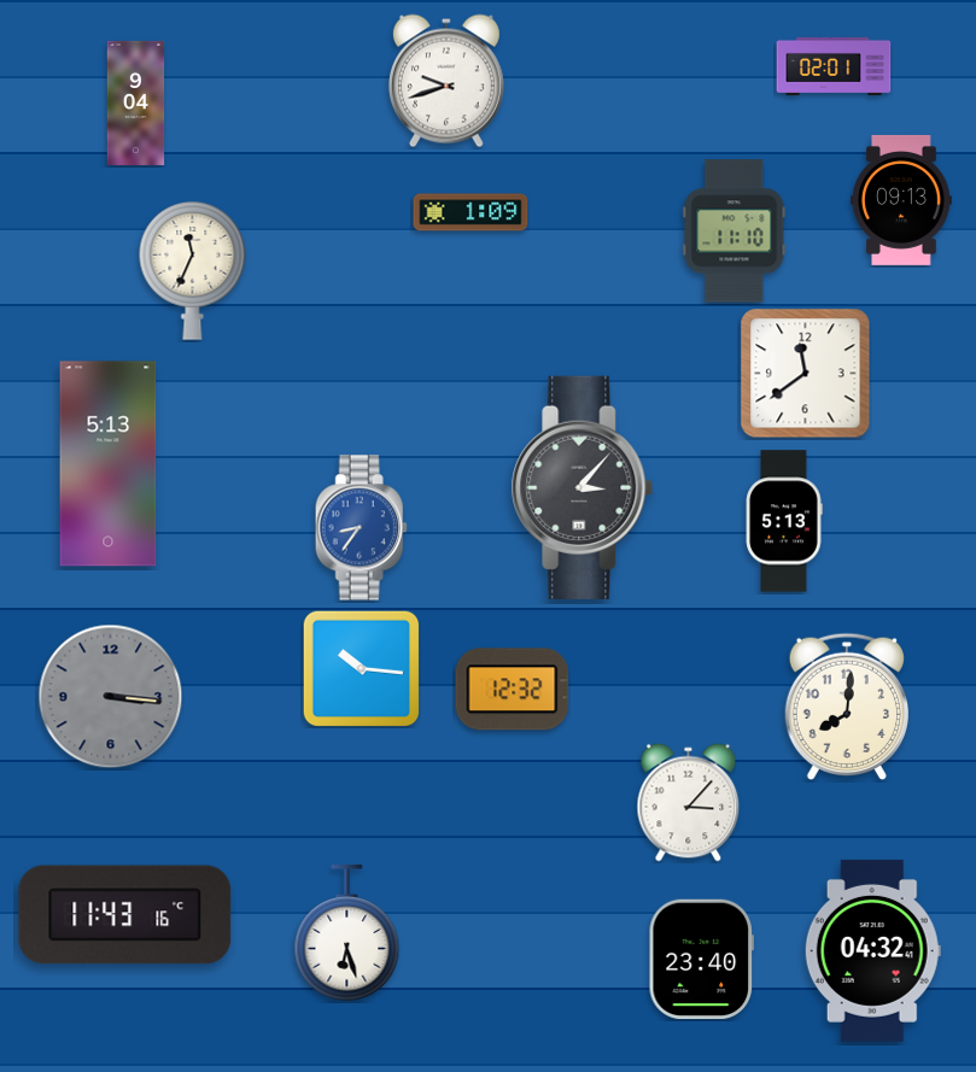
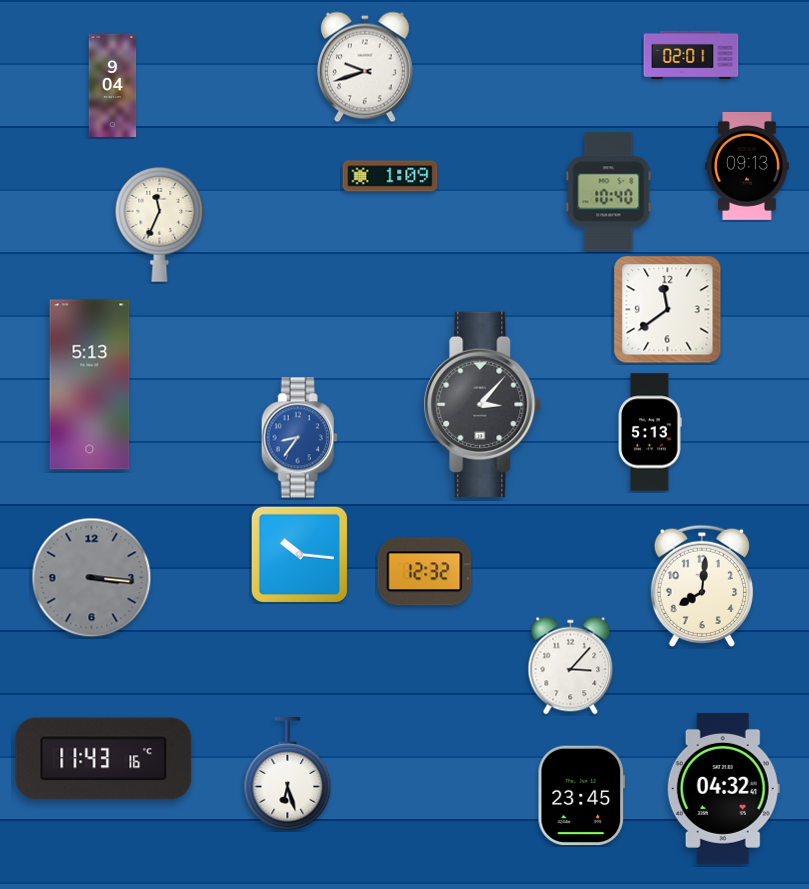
clock at (446, 81) position: (446, 81) -> (365, 67)
clock at (735, 232): 11:10 -> 10:40
clock at (701, 960): 23:40 -> 23:45
